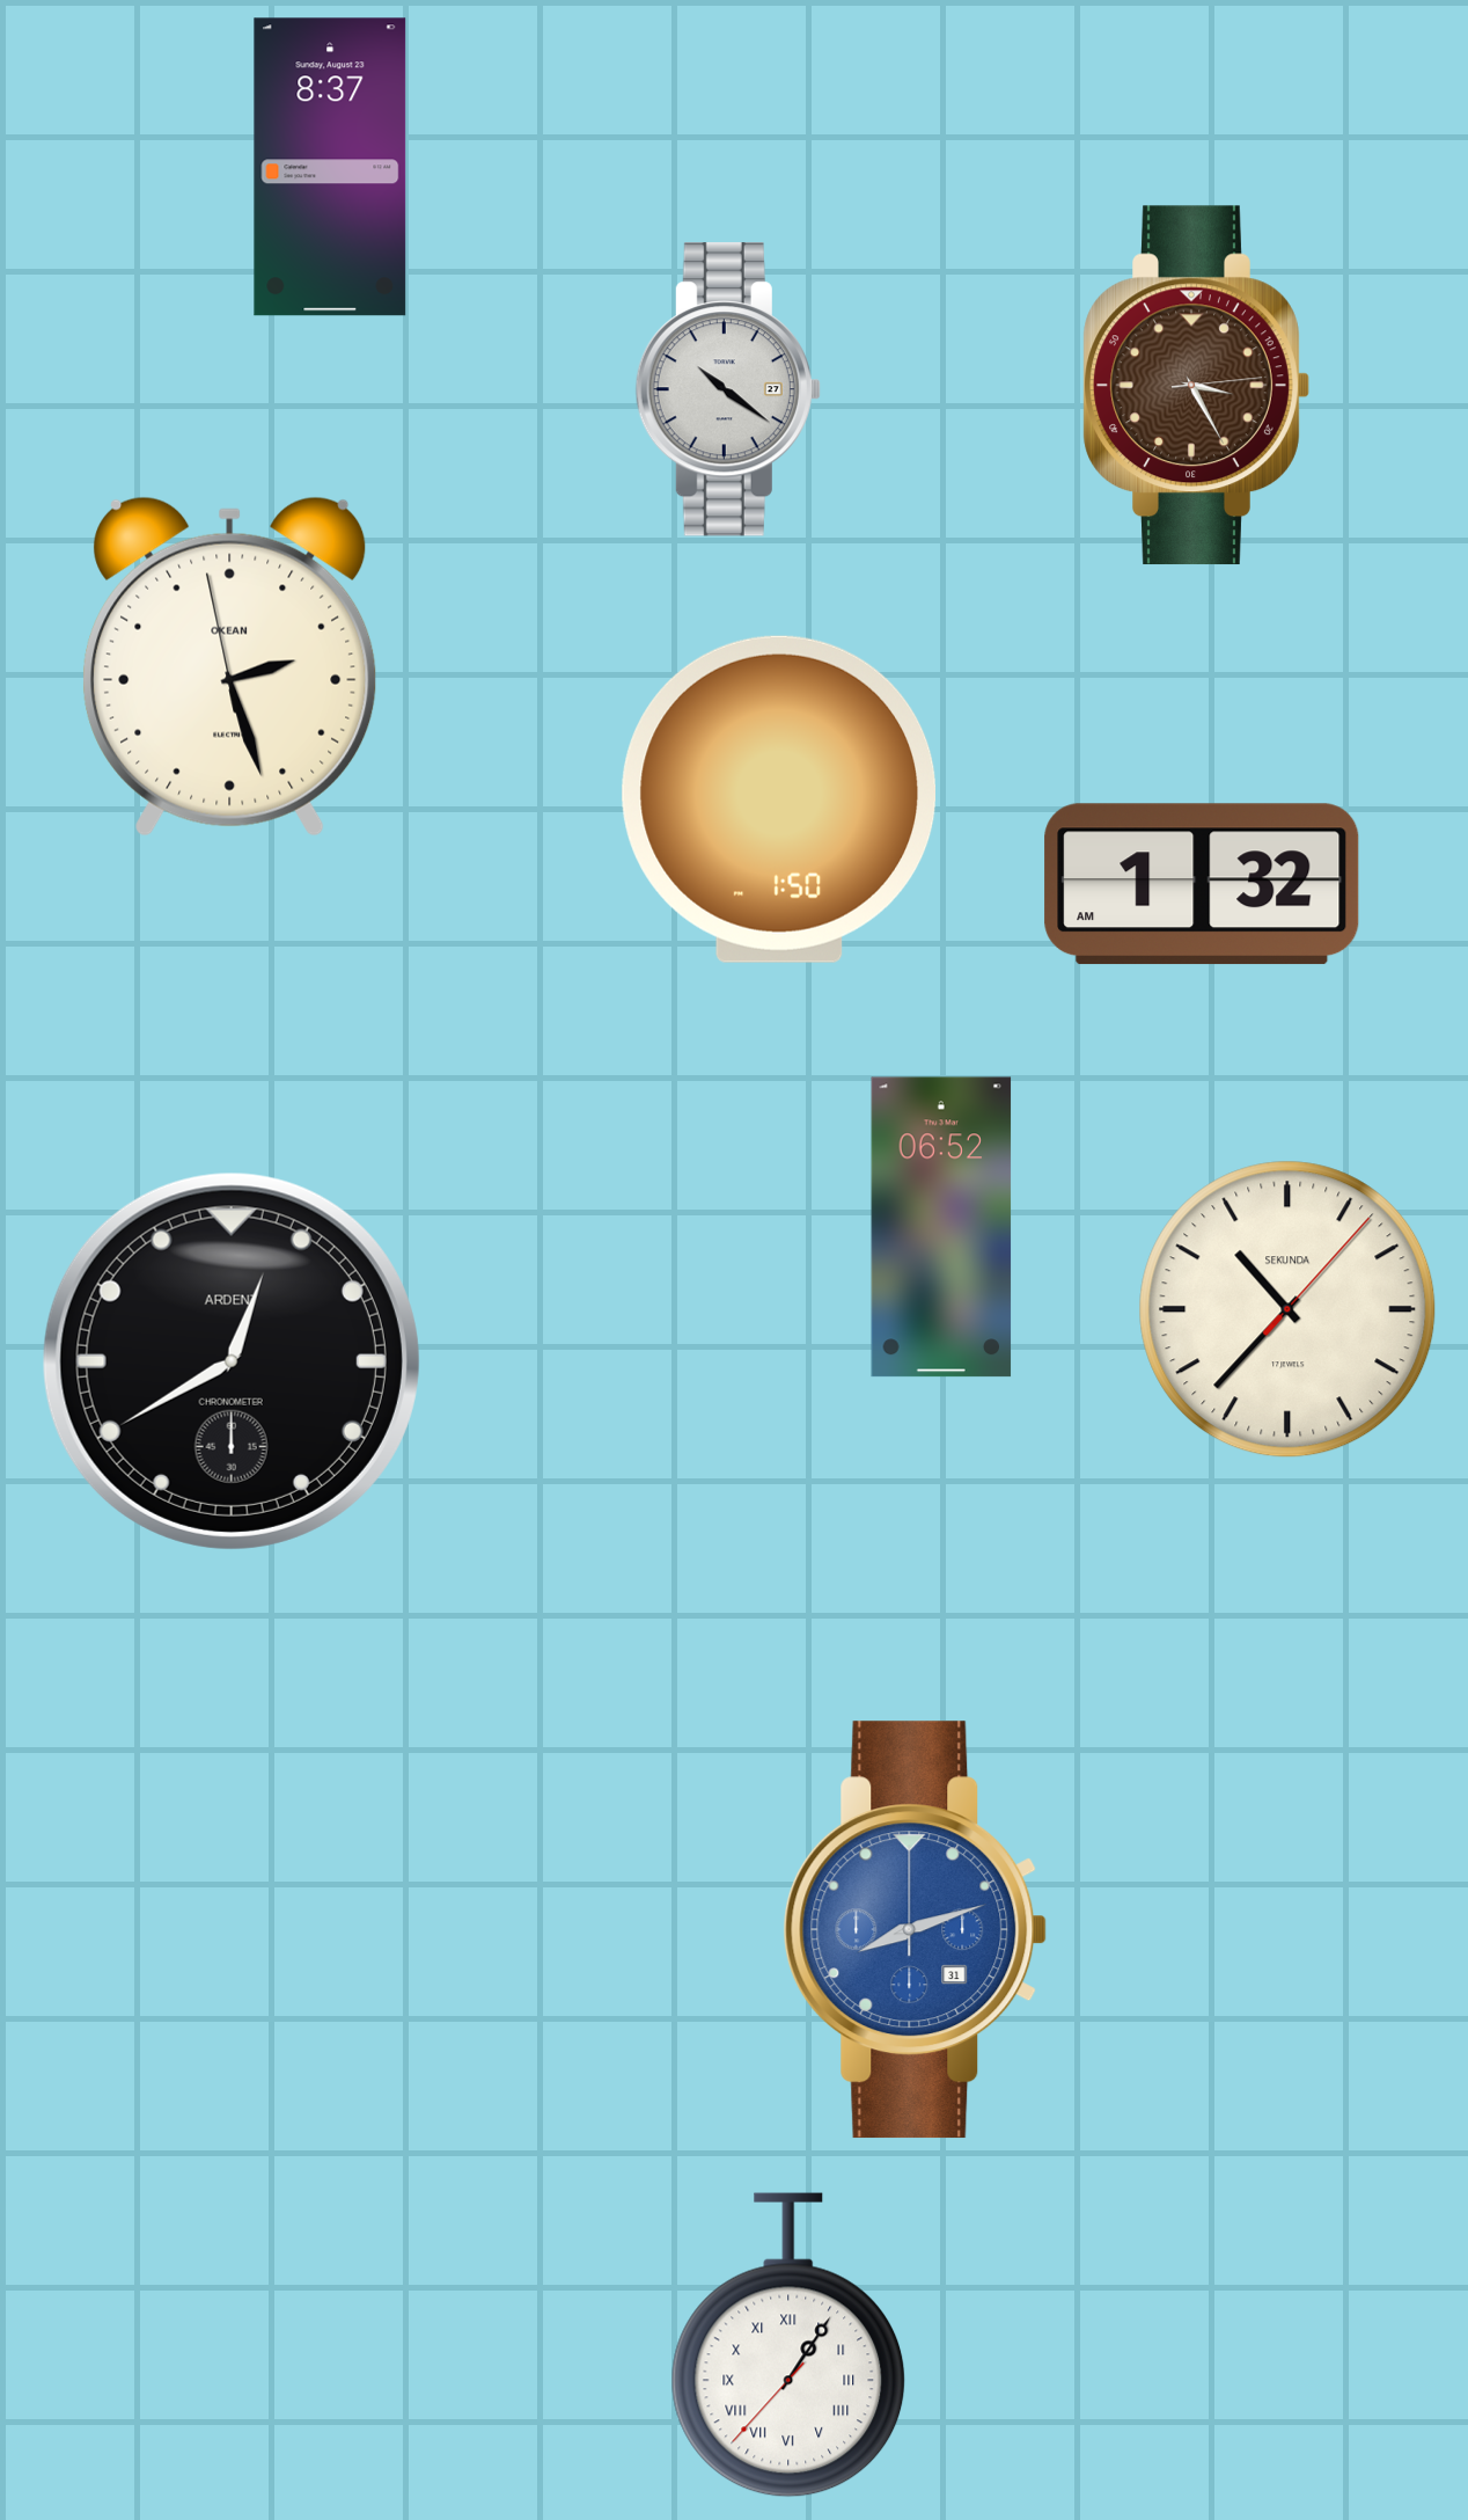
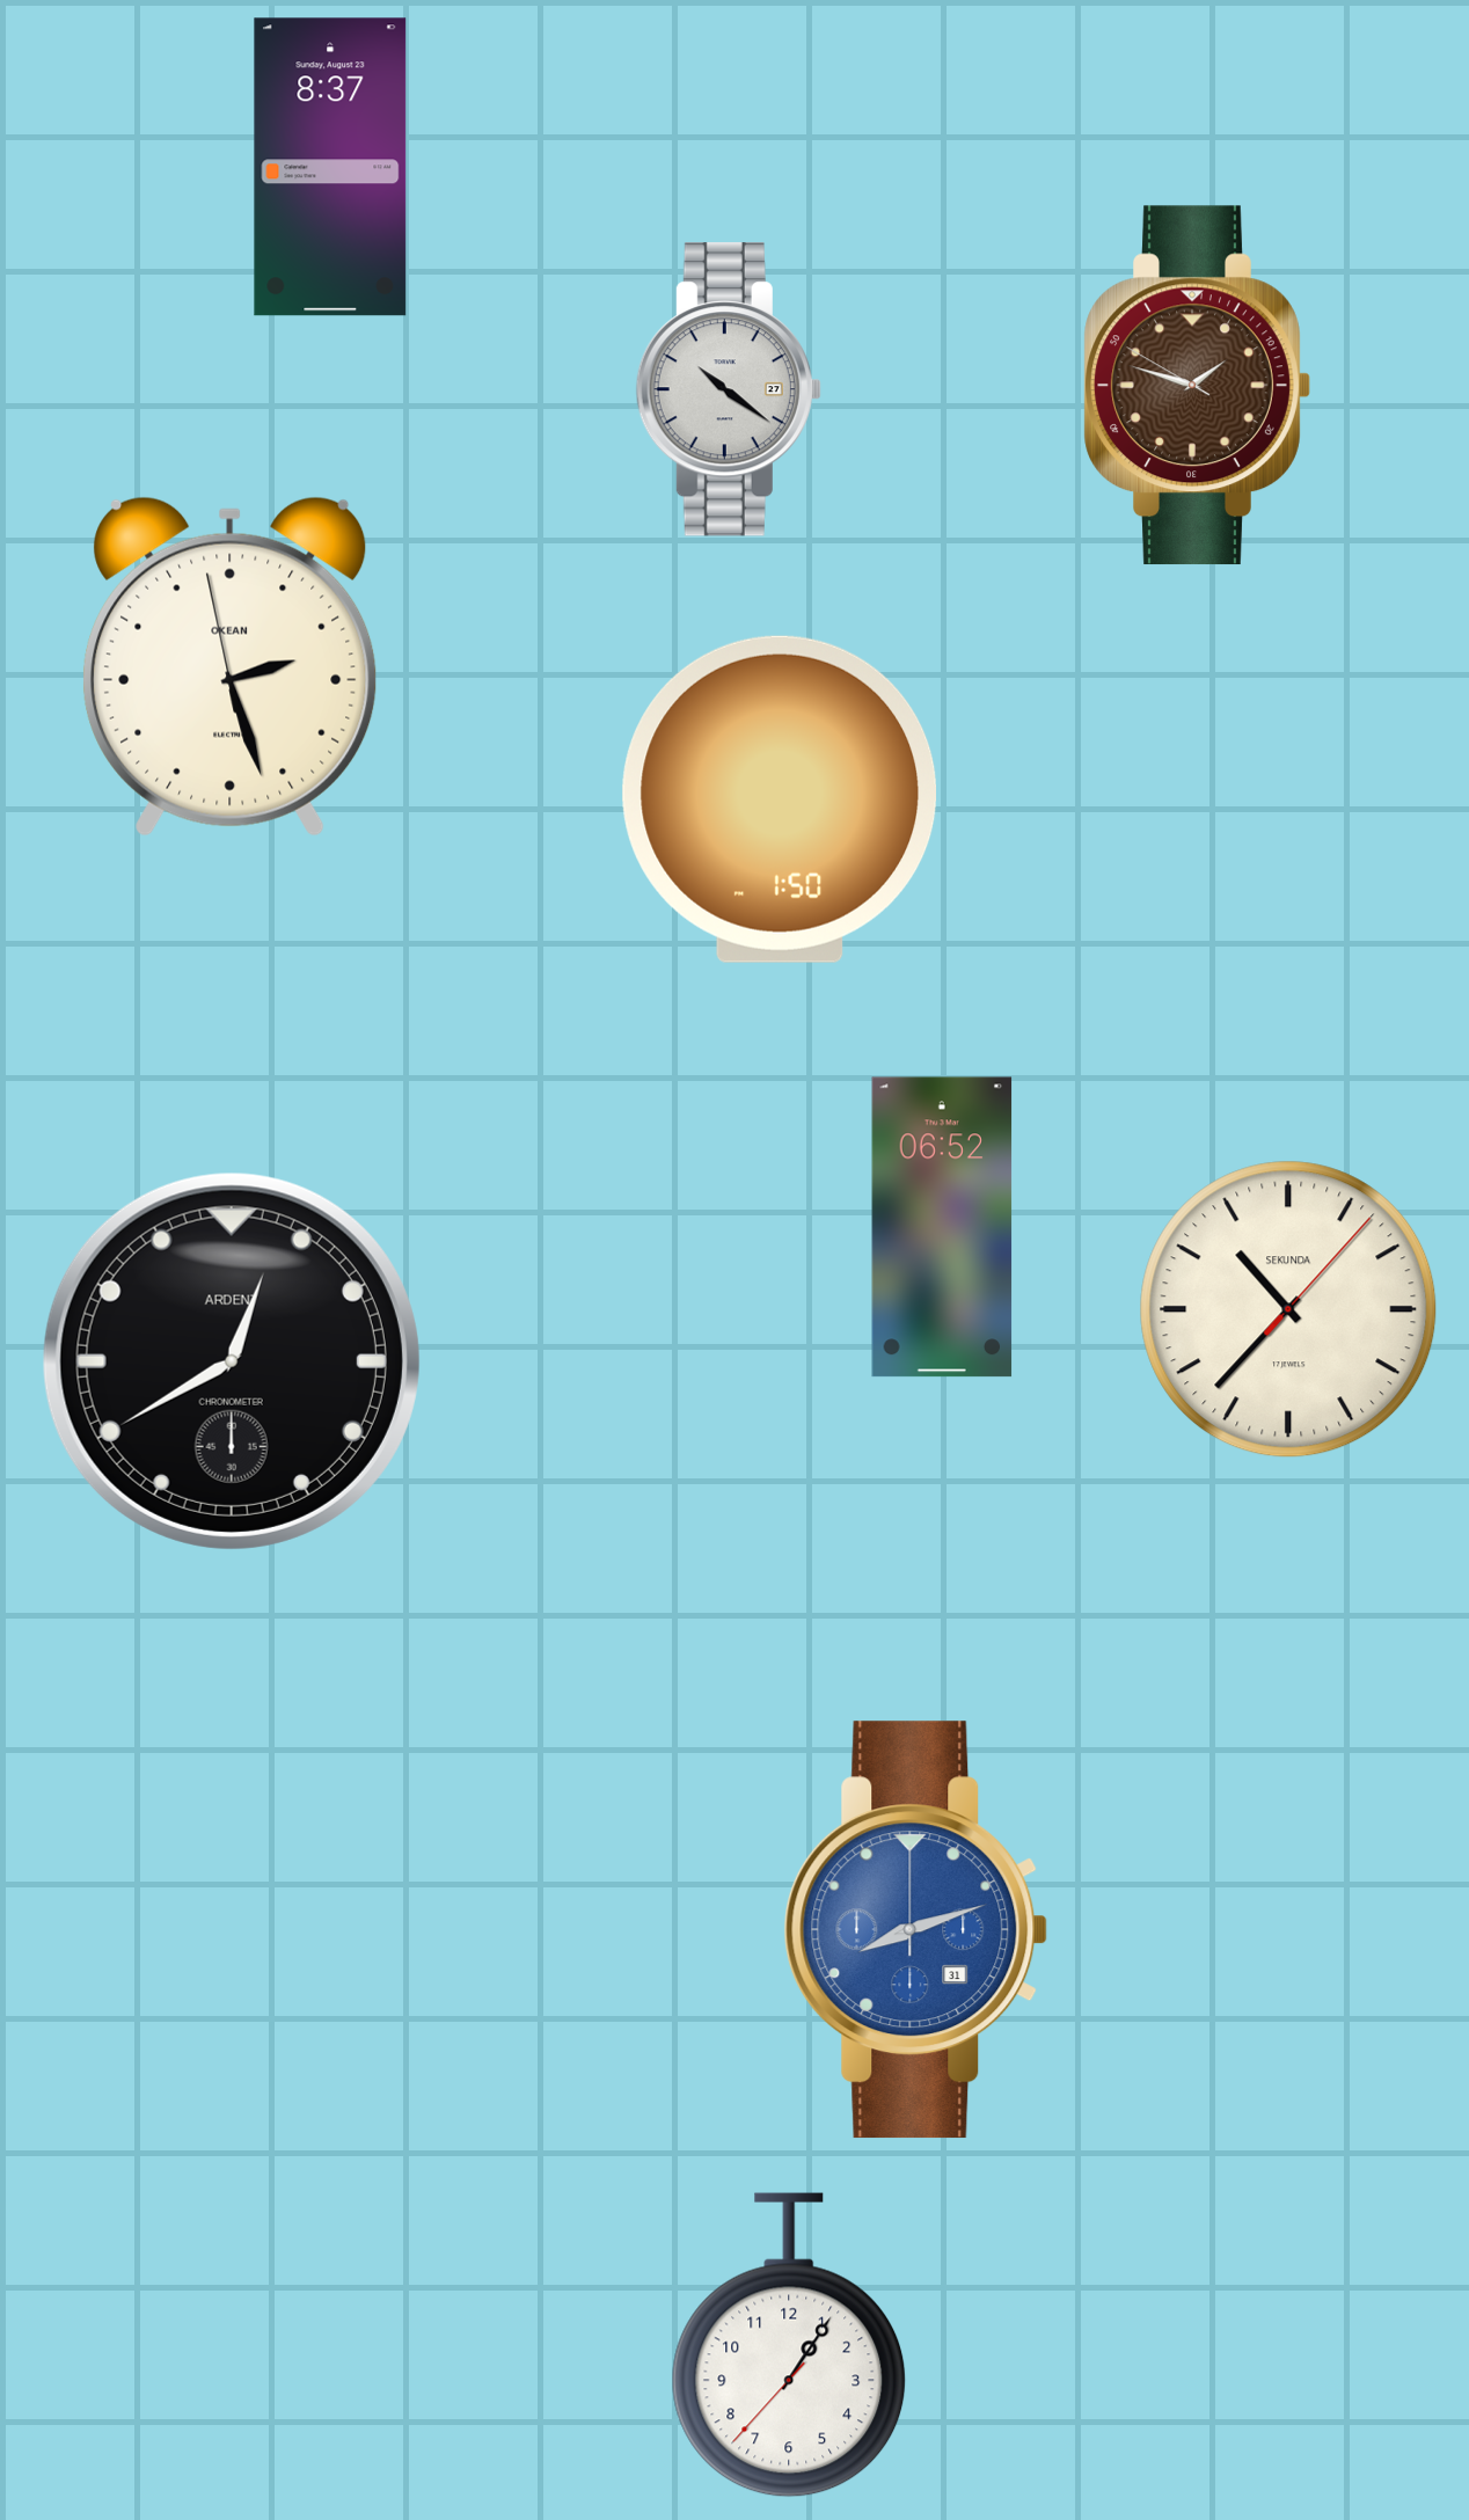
clock at (1196, 386): 3:25 -> 1:47
clock at (1202, 884): 1:32 -> none
clock at (788, 2345) numerals: Roman -> Arabic
